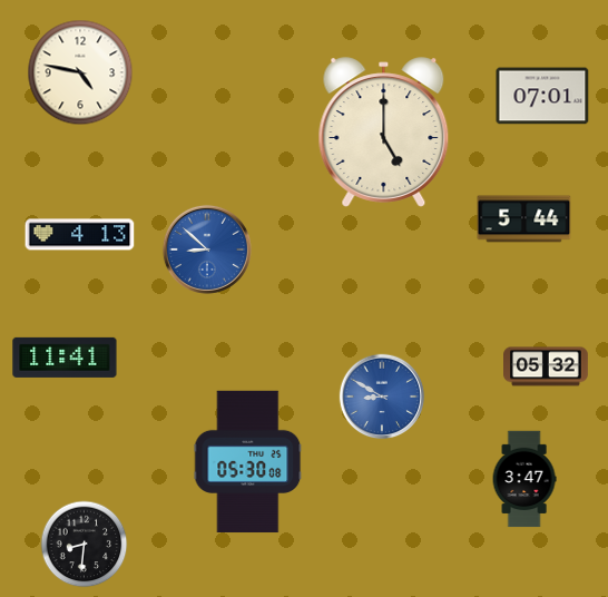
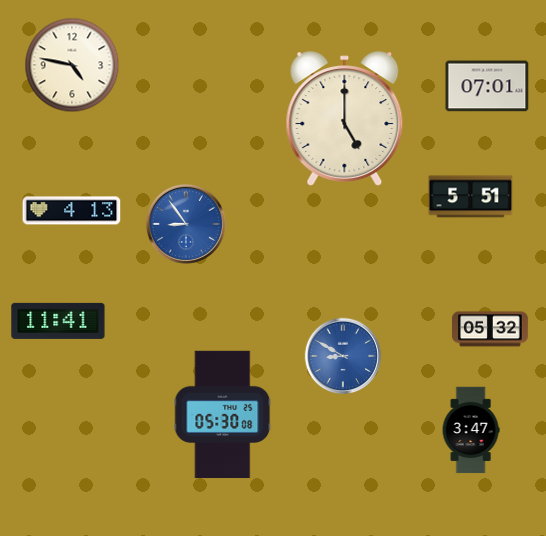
clock at (524, 219): 5:44 -> 5:51
clock at (207, 249): 8:52 -> 8:54
clock at (85, 545): 8:31 -> none
